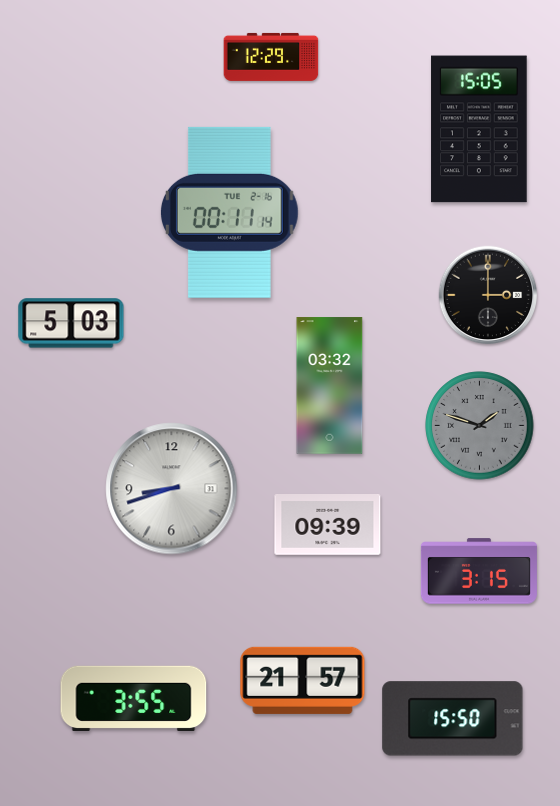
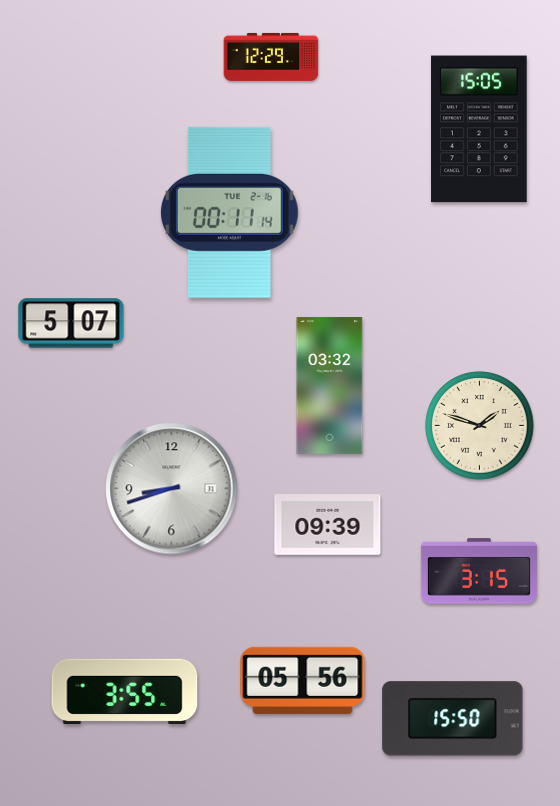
clock at (488, 295): 3:00 -> none
clock at (71, 323): 5:03 -> 5:07
clock at (480, 426) dial: grey -> cream
clock at (303, 680): 21:57 -> 05:56
clock at (134, 698) position: (134, 698) -> (125, 691)
